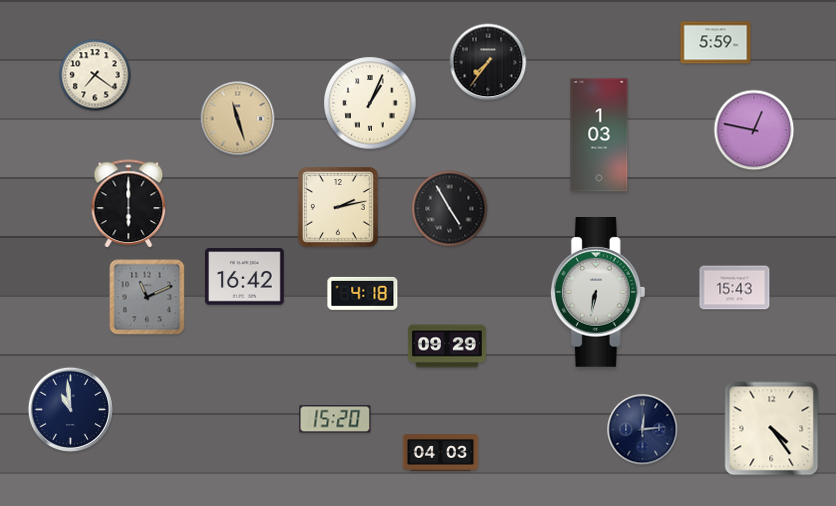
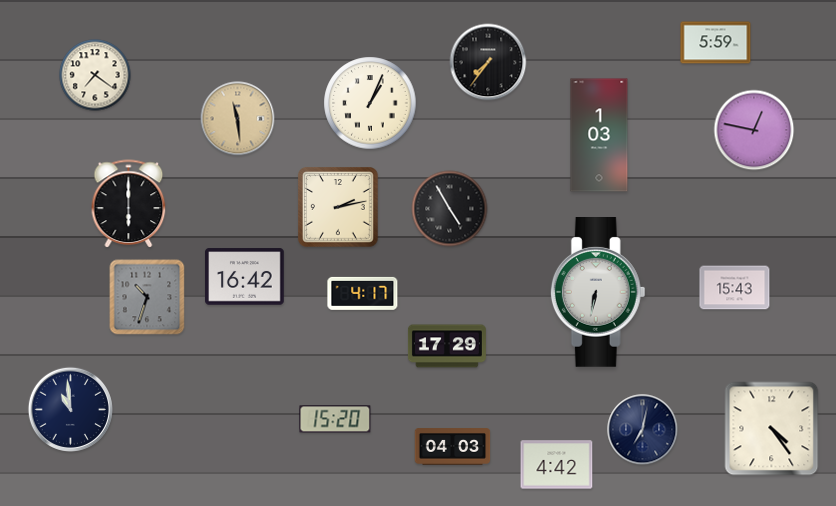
clock at (238, 119): 11:27 -> 11:29
clock at (363, 293): 4:18 -> 4:17
clock at (147, 297): 11:11 -> 10:33
clock at (447, 346): 09:29 -> 17:29
clock at (643, 430): 12:14 -> 7:02
clock at (441, 453) position: (441, 453) -> (453, 447)
clock at (557, 465): none -> 4:42
